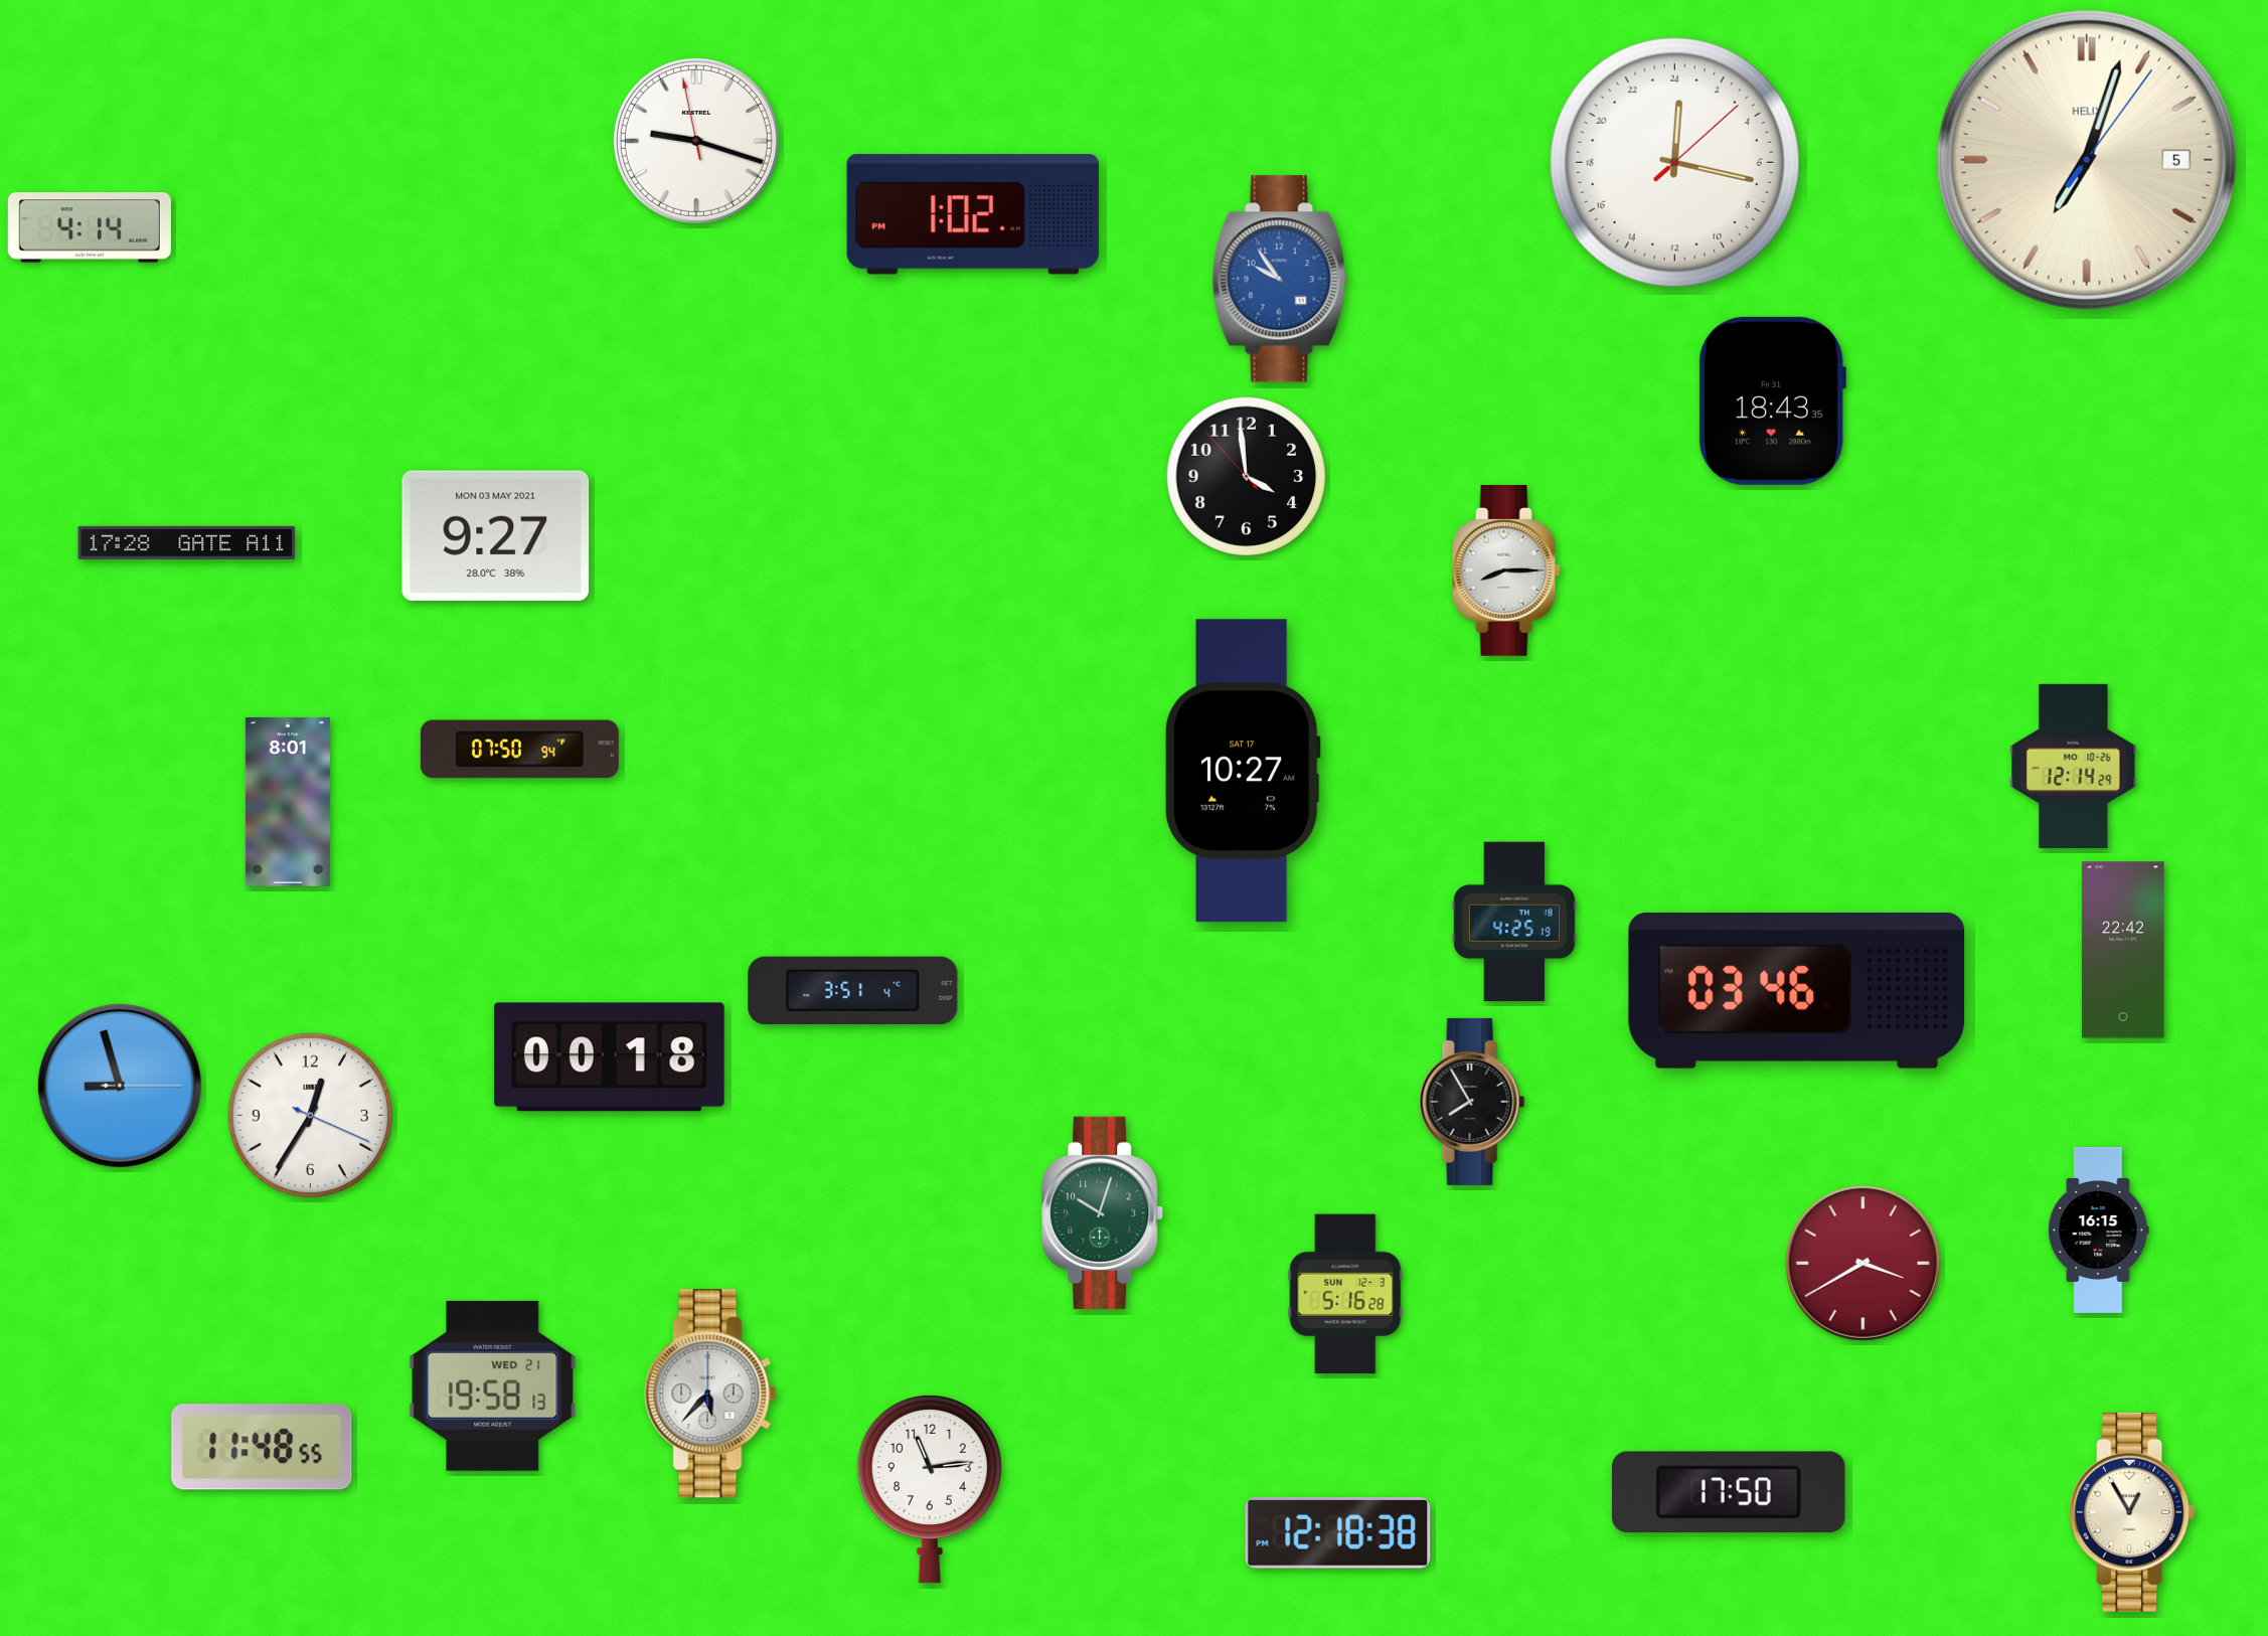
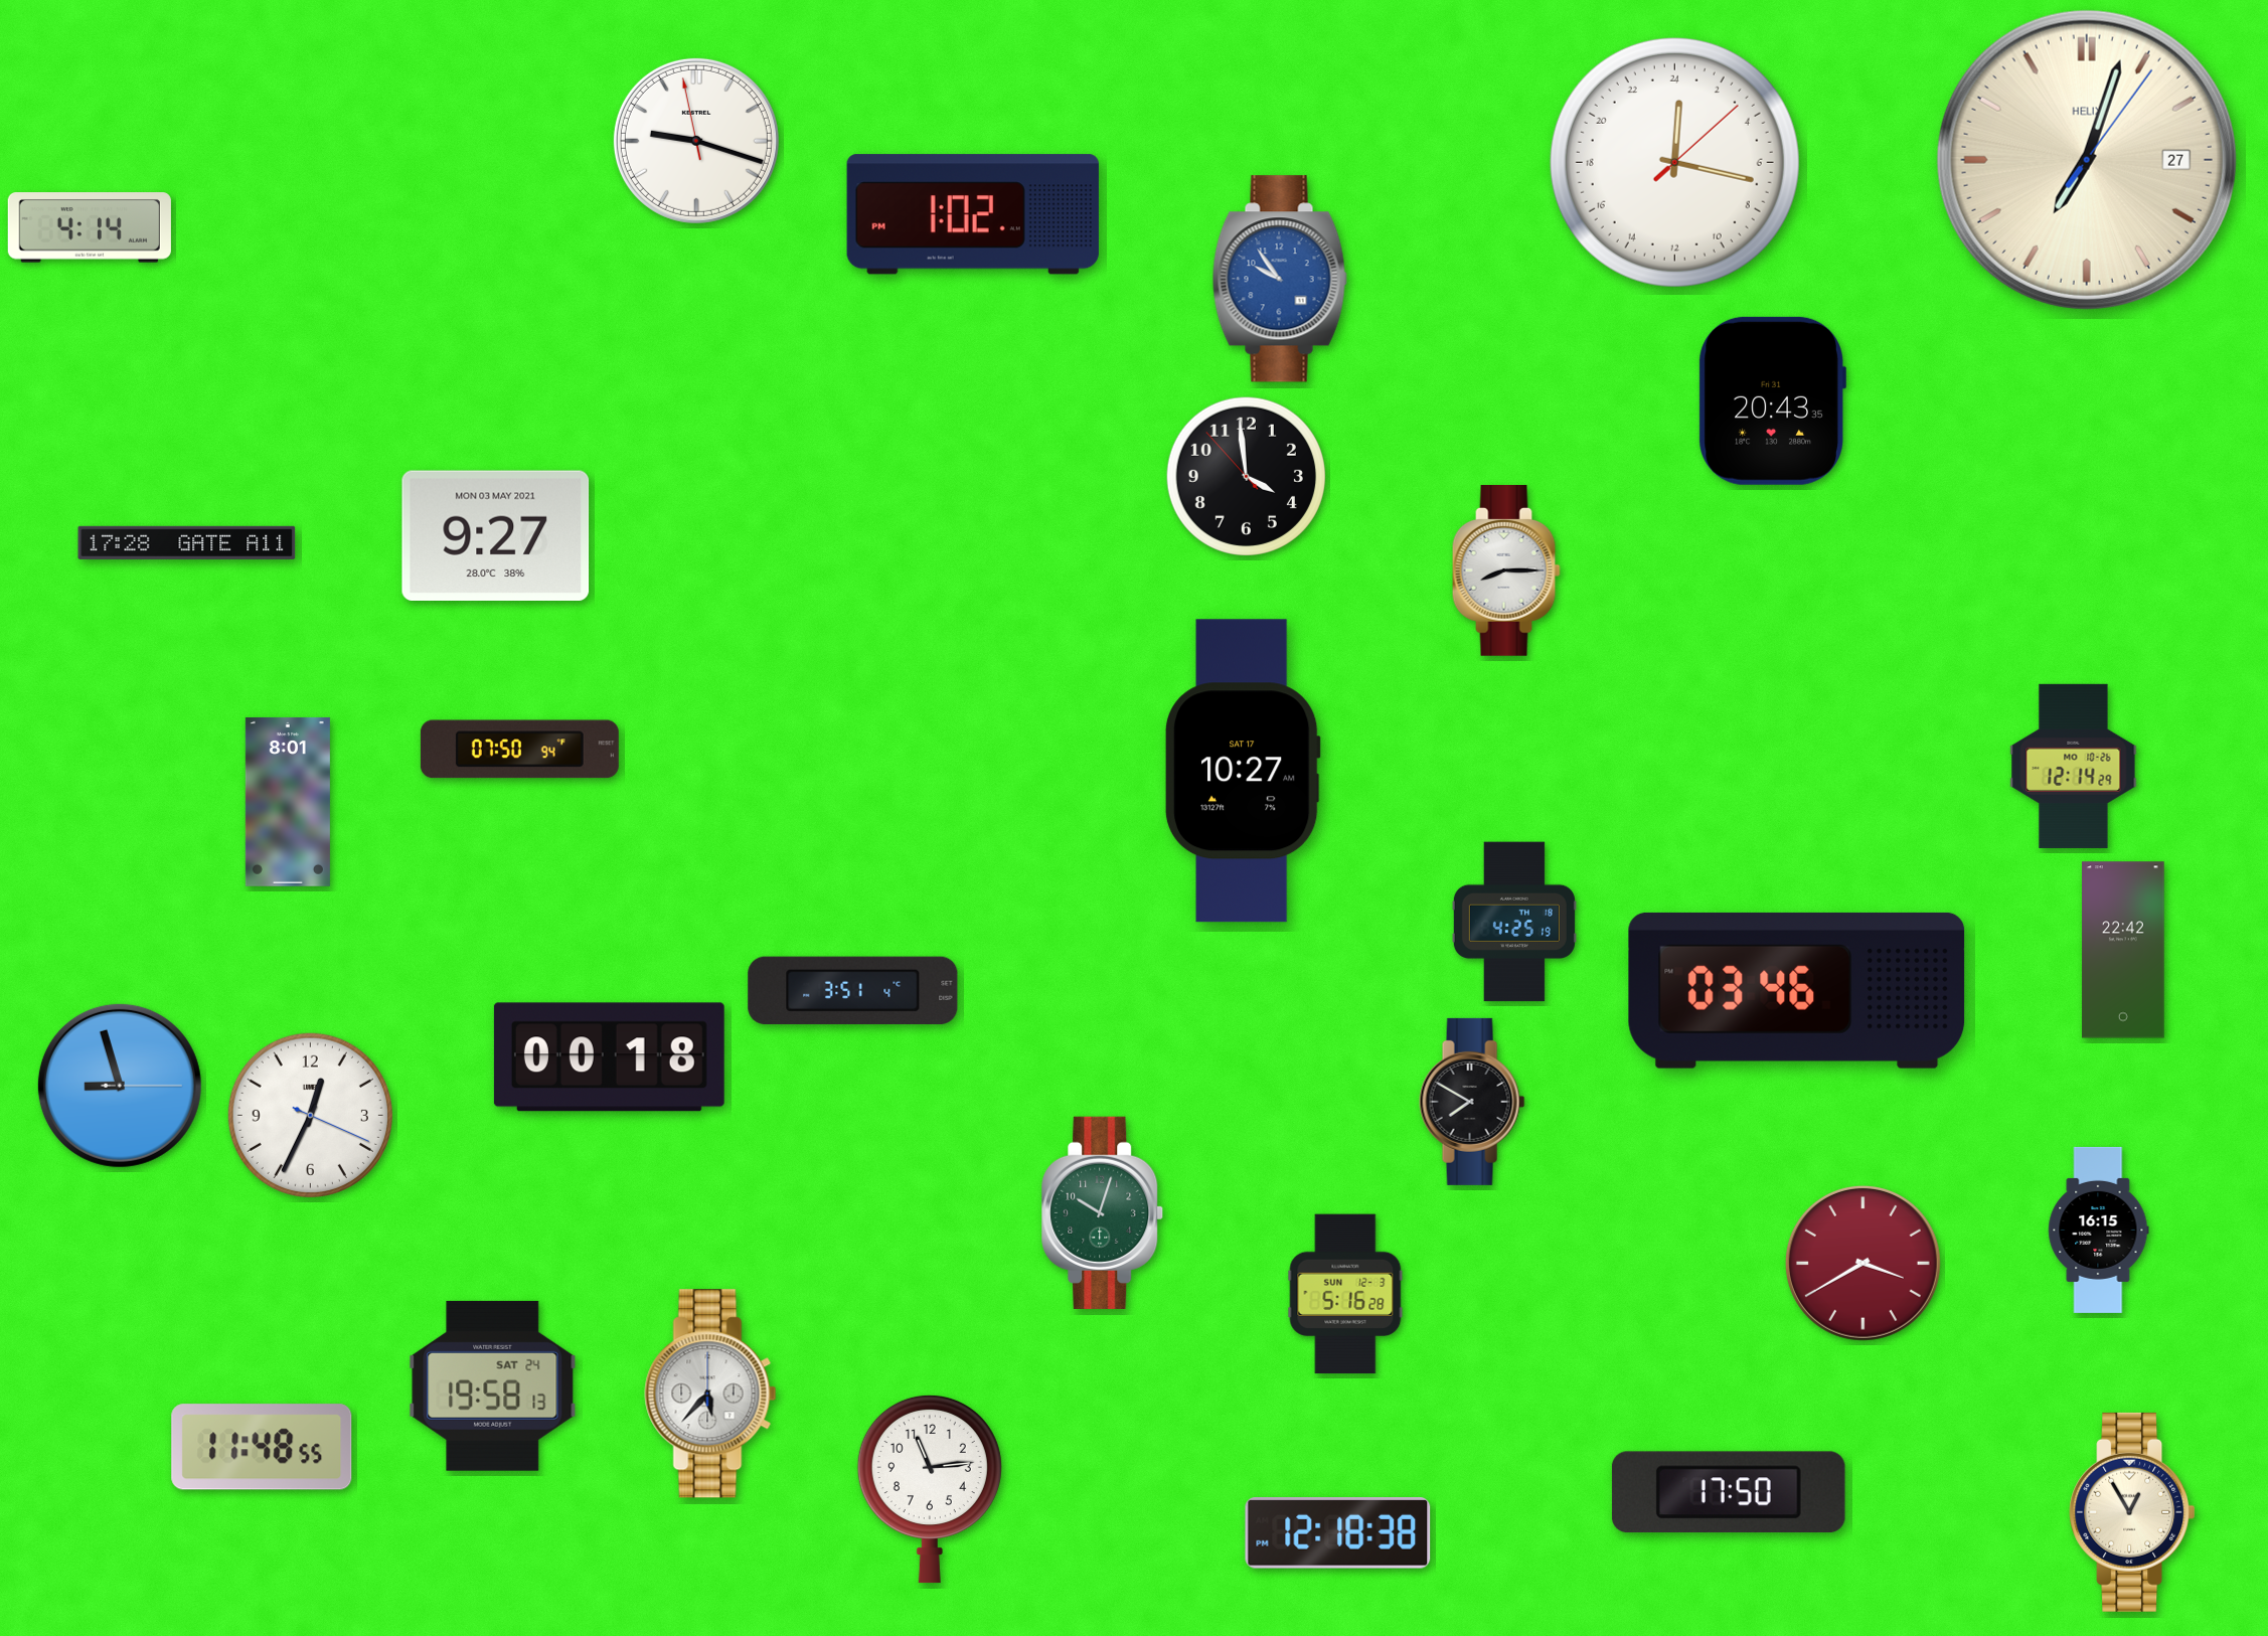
clock at (2087, 160) date: 5 -> 27
clock at (1772, 400): 18:43 -> 20:43
clock at (1472, 1102): 7:55 -> 7:50
clock at (310, 1115): 12:35 -> 12:34
clock at (493, 1385) date: WED 21 -> SAT 24
